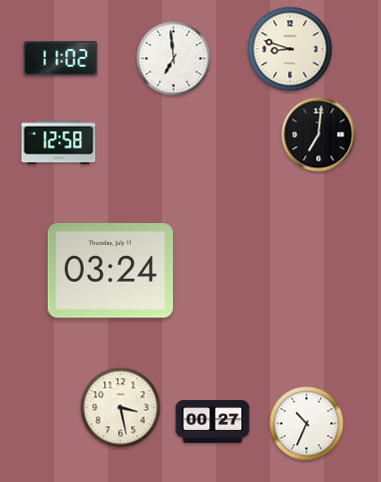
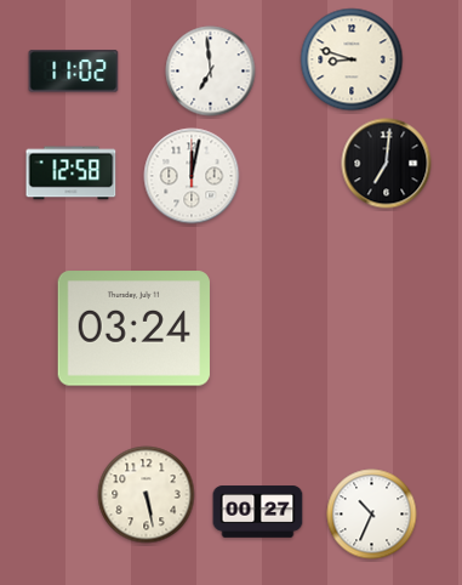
clock at (192, 176): none -> 12:02
clock at (121, 408): 3:28 -> 5:28
